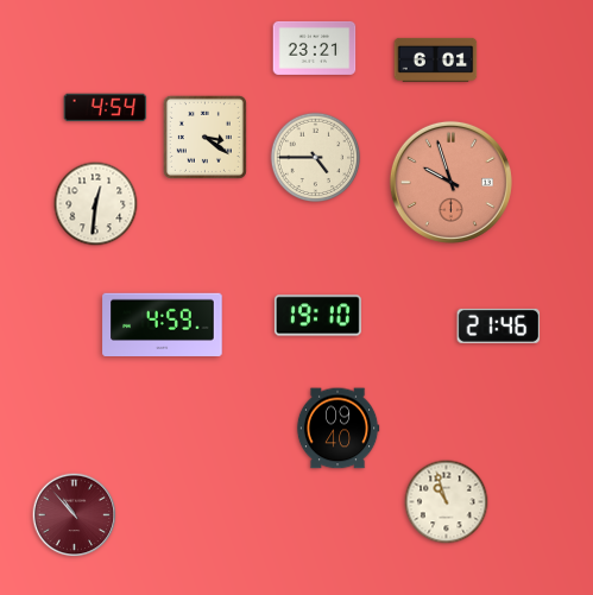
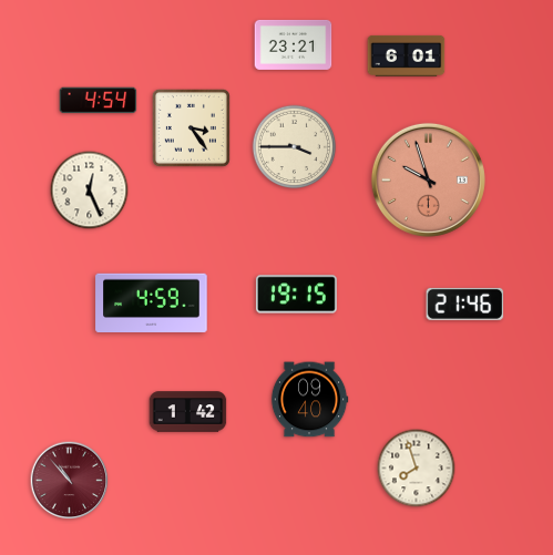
clock at (204, 137): 3:21 -> 3:24
clock at (316, 158): 4:45 -> 3:45
clock at (450, 182) position: (450, 182) -> (428, 179)
clock at (96, 204): 12:31 -> 12:26
clock at (317, 316): 19:10 -> 19:15
clock at (337, 429) position: (337, 429) -> (309, 400)
clock at (188, 412): none -> 1:42
clock at (447, 502): 10:57 -> 7:57
